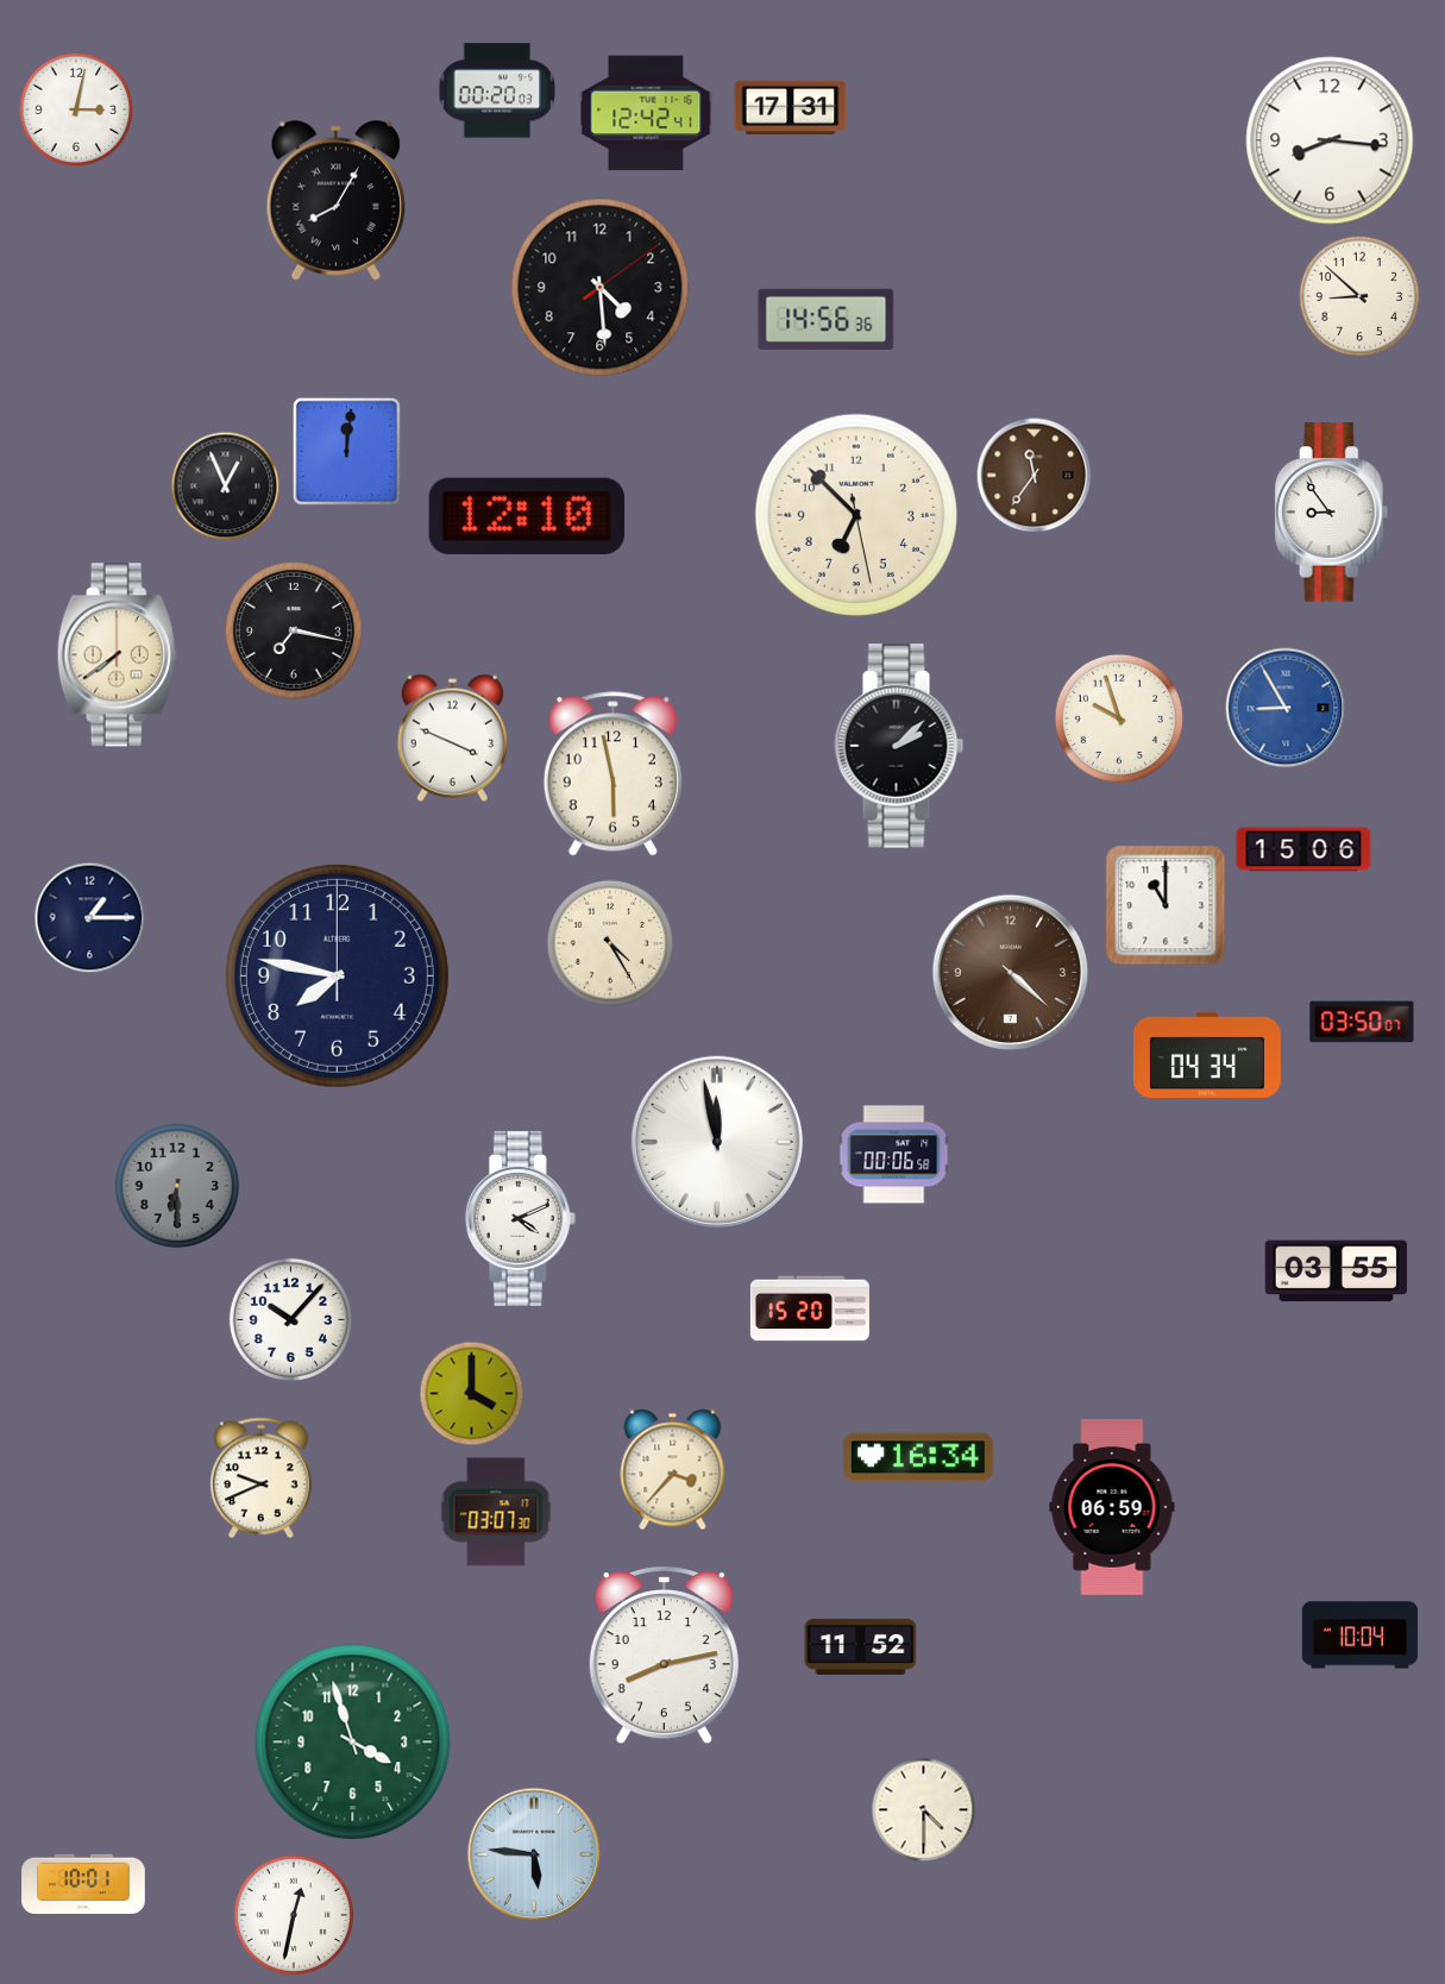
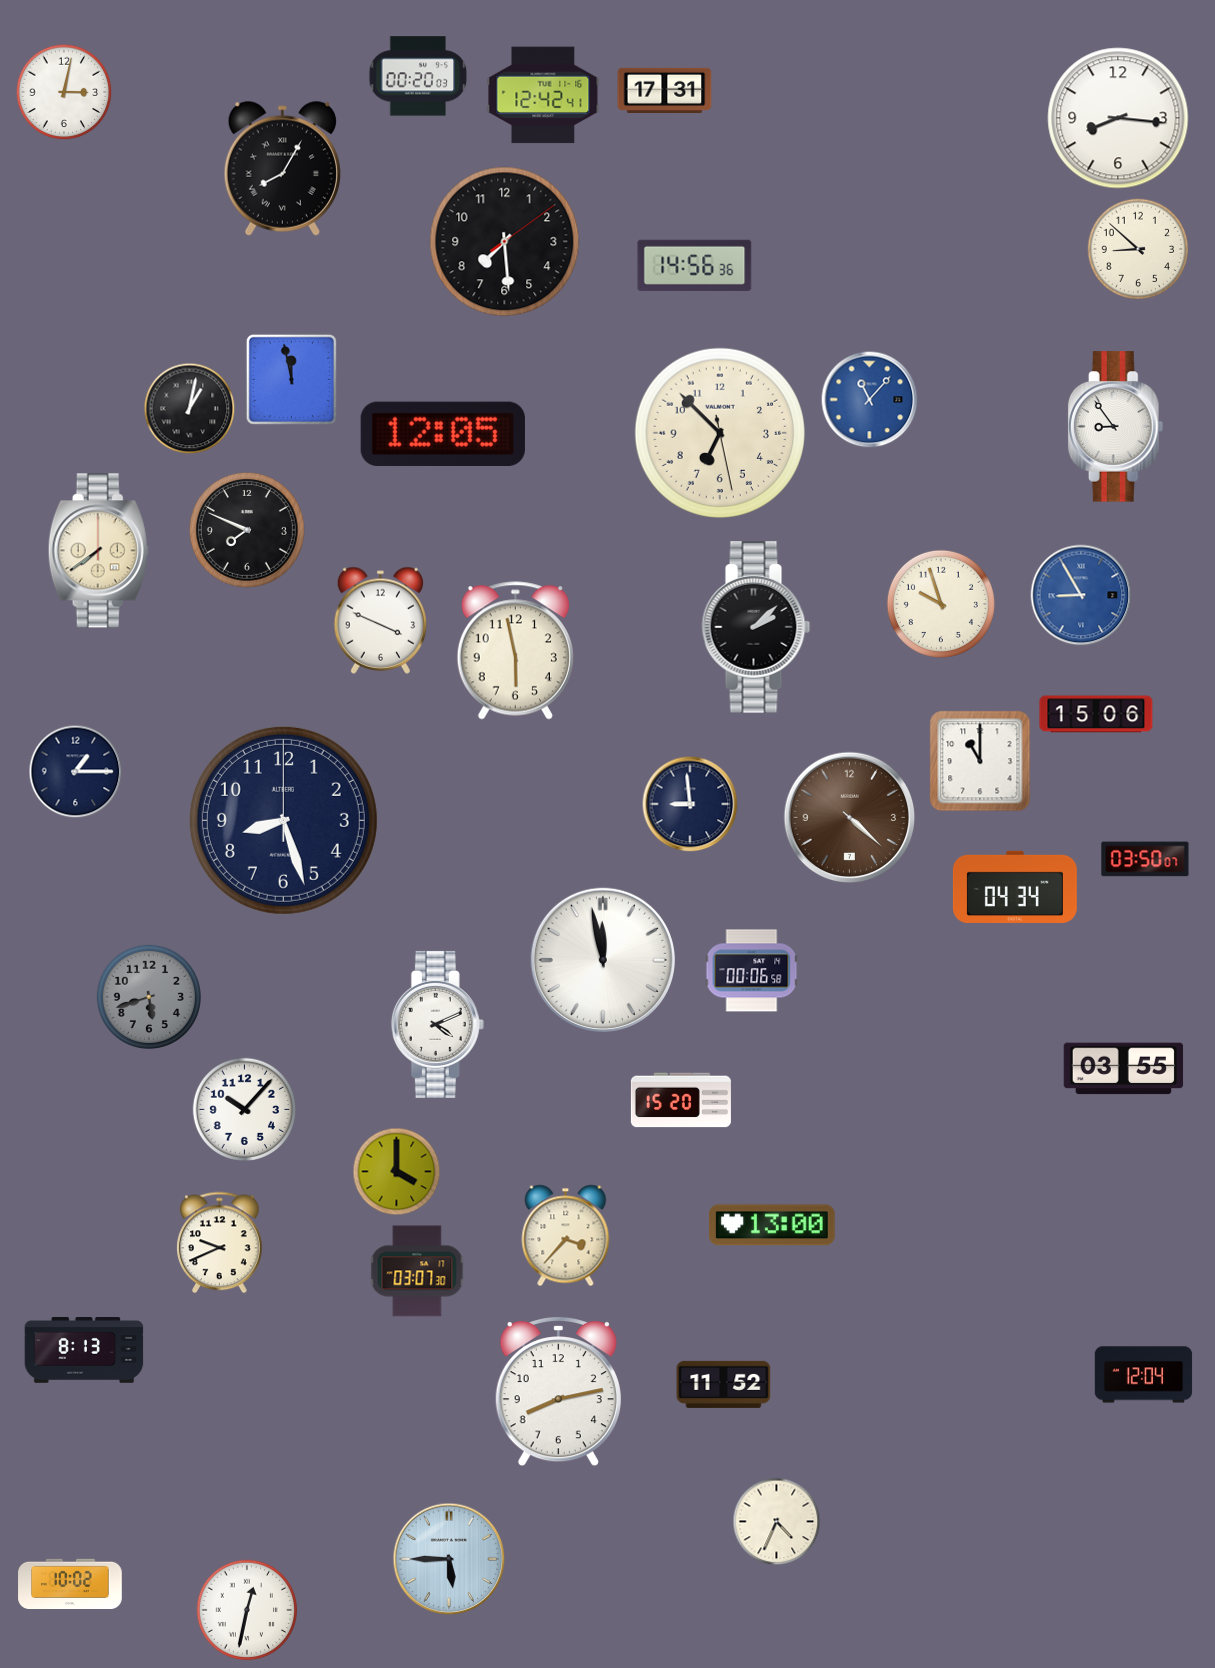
clock at (601, 288): 4:29 -> 7:29
clock at (1359, 296) position: (1359, 296) -> (1138, 249)
clock at (827, 319) position: (827, 319) -> (695, 265)
clock at (346, 451): 12:01 -> 11:58
clock at (1035, 476): 11:36 -> 11:07
clock at (1035, 476) dial: brown -> blue
clock at (226, 486): 12:56 -> 1:02
clock at (1332, 513) position: (1332, 513) -> (1116, 427)
clock at (527, 516): 12:10 -> 12:05
clock at (294, 630): 7:17 -> 7:49
clock at (610, 943): 4:25 -> none
clock at (690, 804): none -> 8:59
clock at (337, 975): 7:47 -> 8:27
clock at (177, 1186): 6:30 -> 5:42
clock at (919, 1457): 16:34 -> 13:00
clock at (1112, 1508): 06:59 -> none
clock at (84, 1351): none -> 8:13
clock at (1361, 1635): 10:04 -> 12:04
clock at (353, 1743): 3:57 -> none
clock at (924, 1810): 4:30 -> 4:34
clock at (534, 1854): 5:46 -> 5:45
clock at (83, 1883): 10:01 -> 10:02
